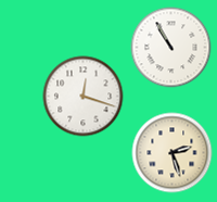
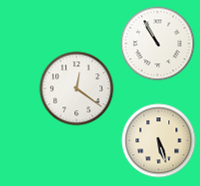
clock at (84, 97): 12:18 -> 12:21
clock at (173, 153): 2:27 -> 5:27
